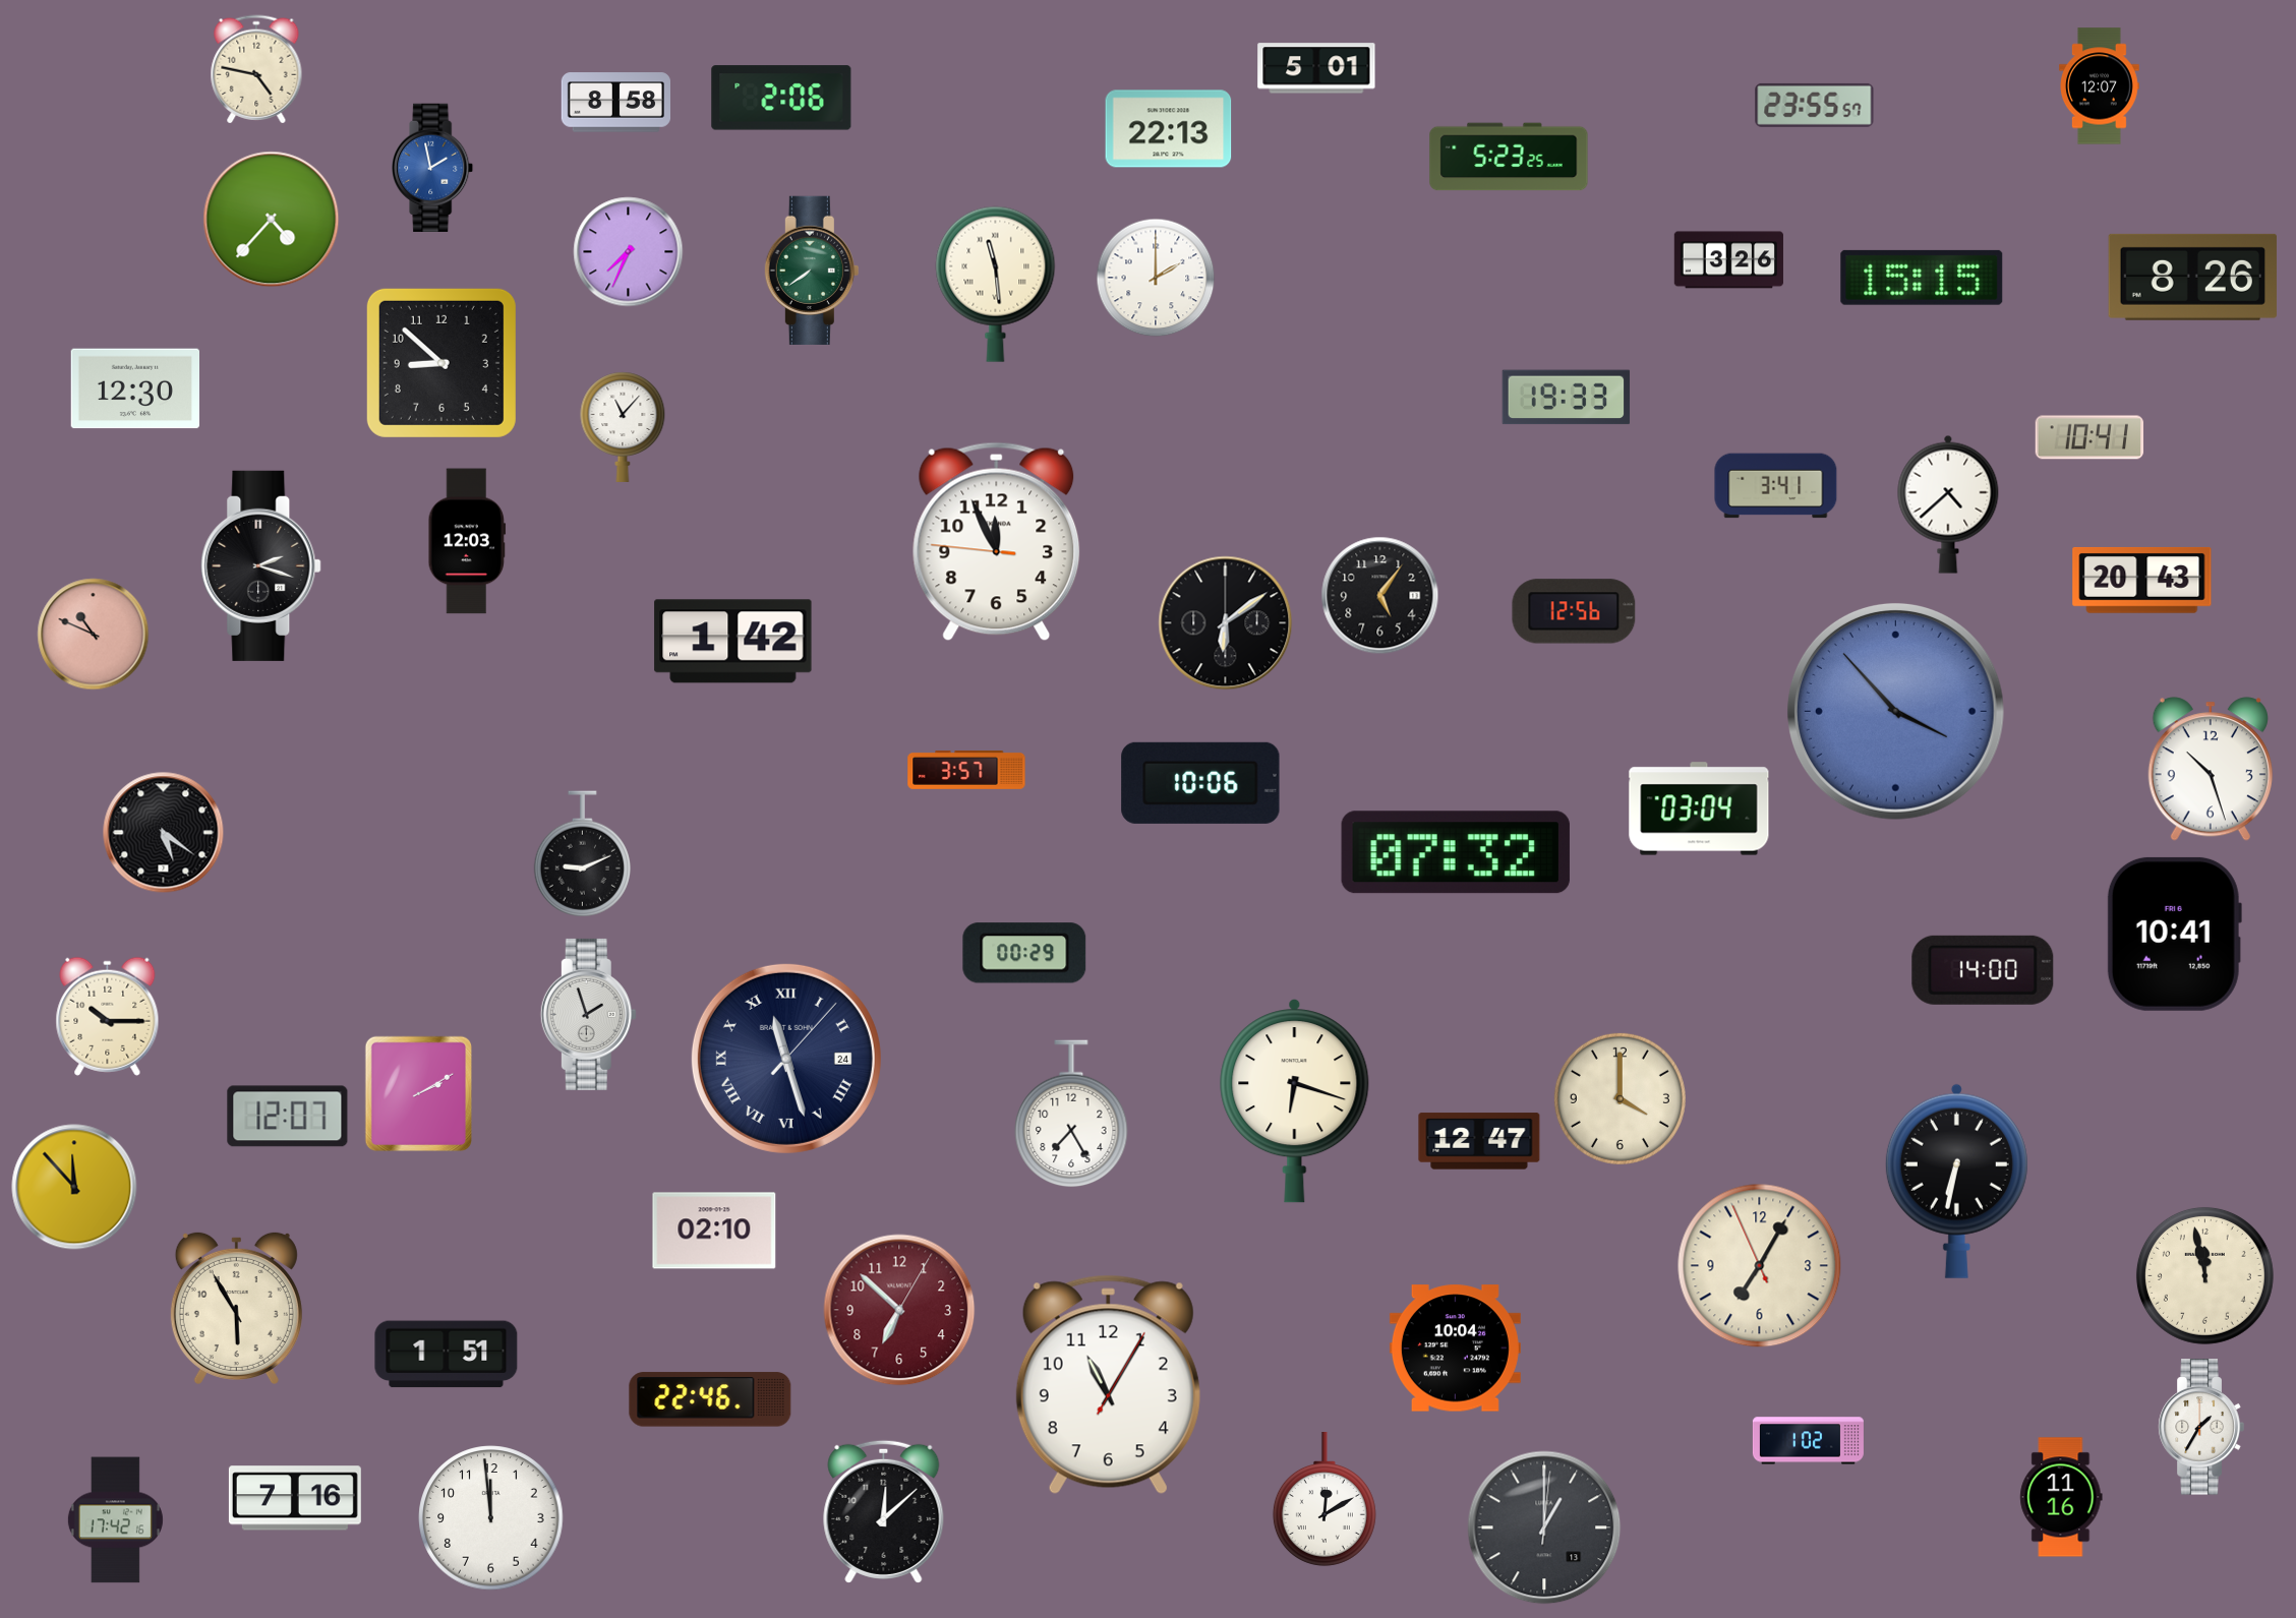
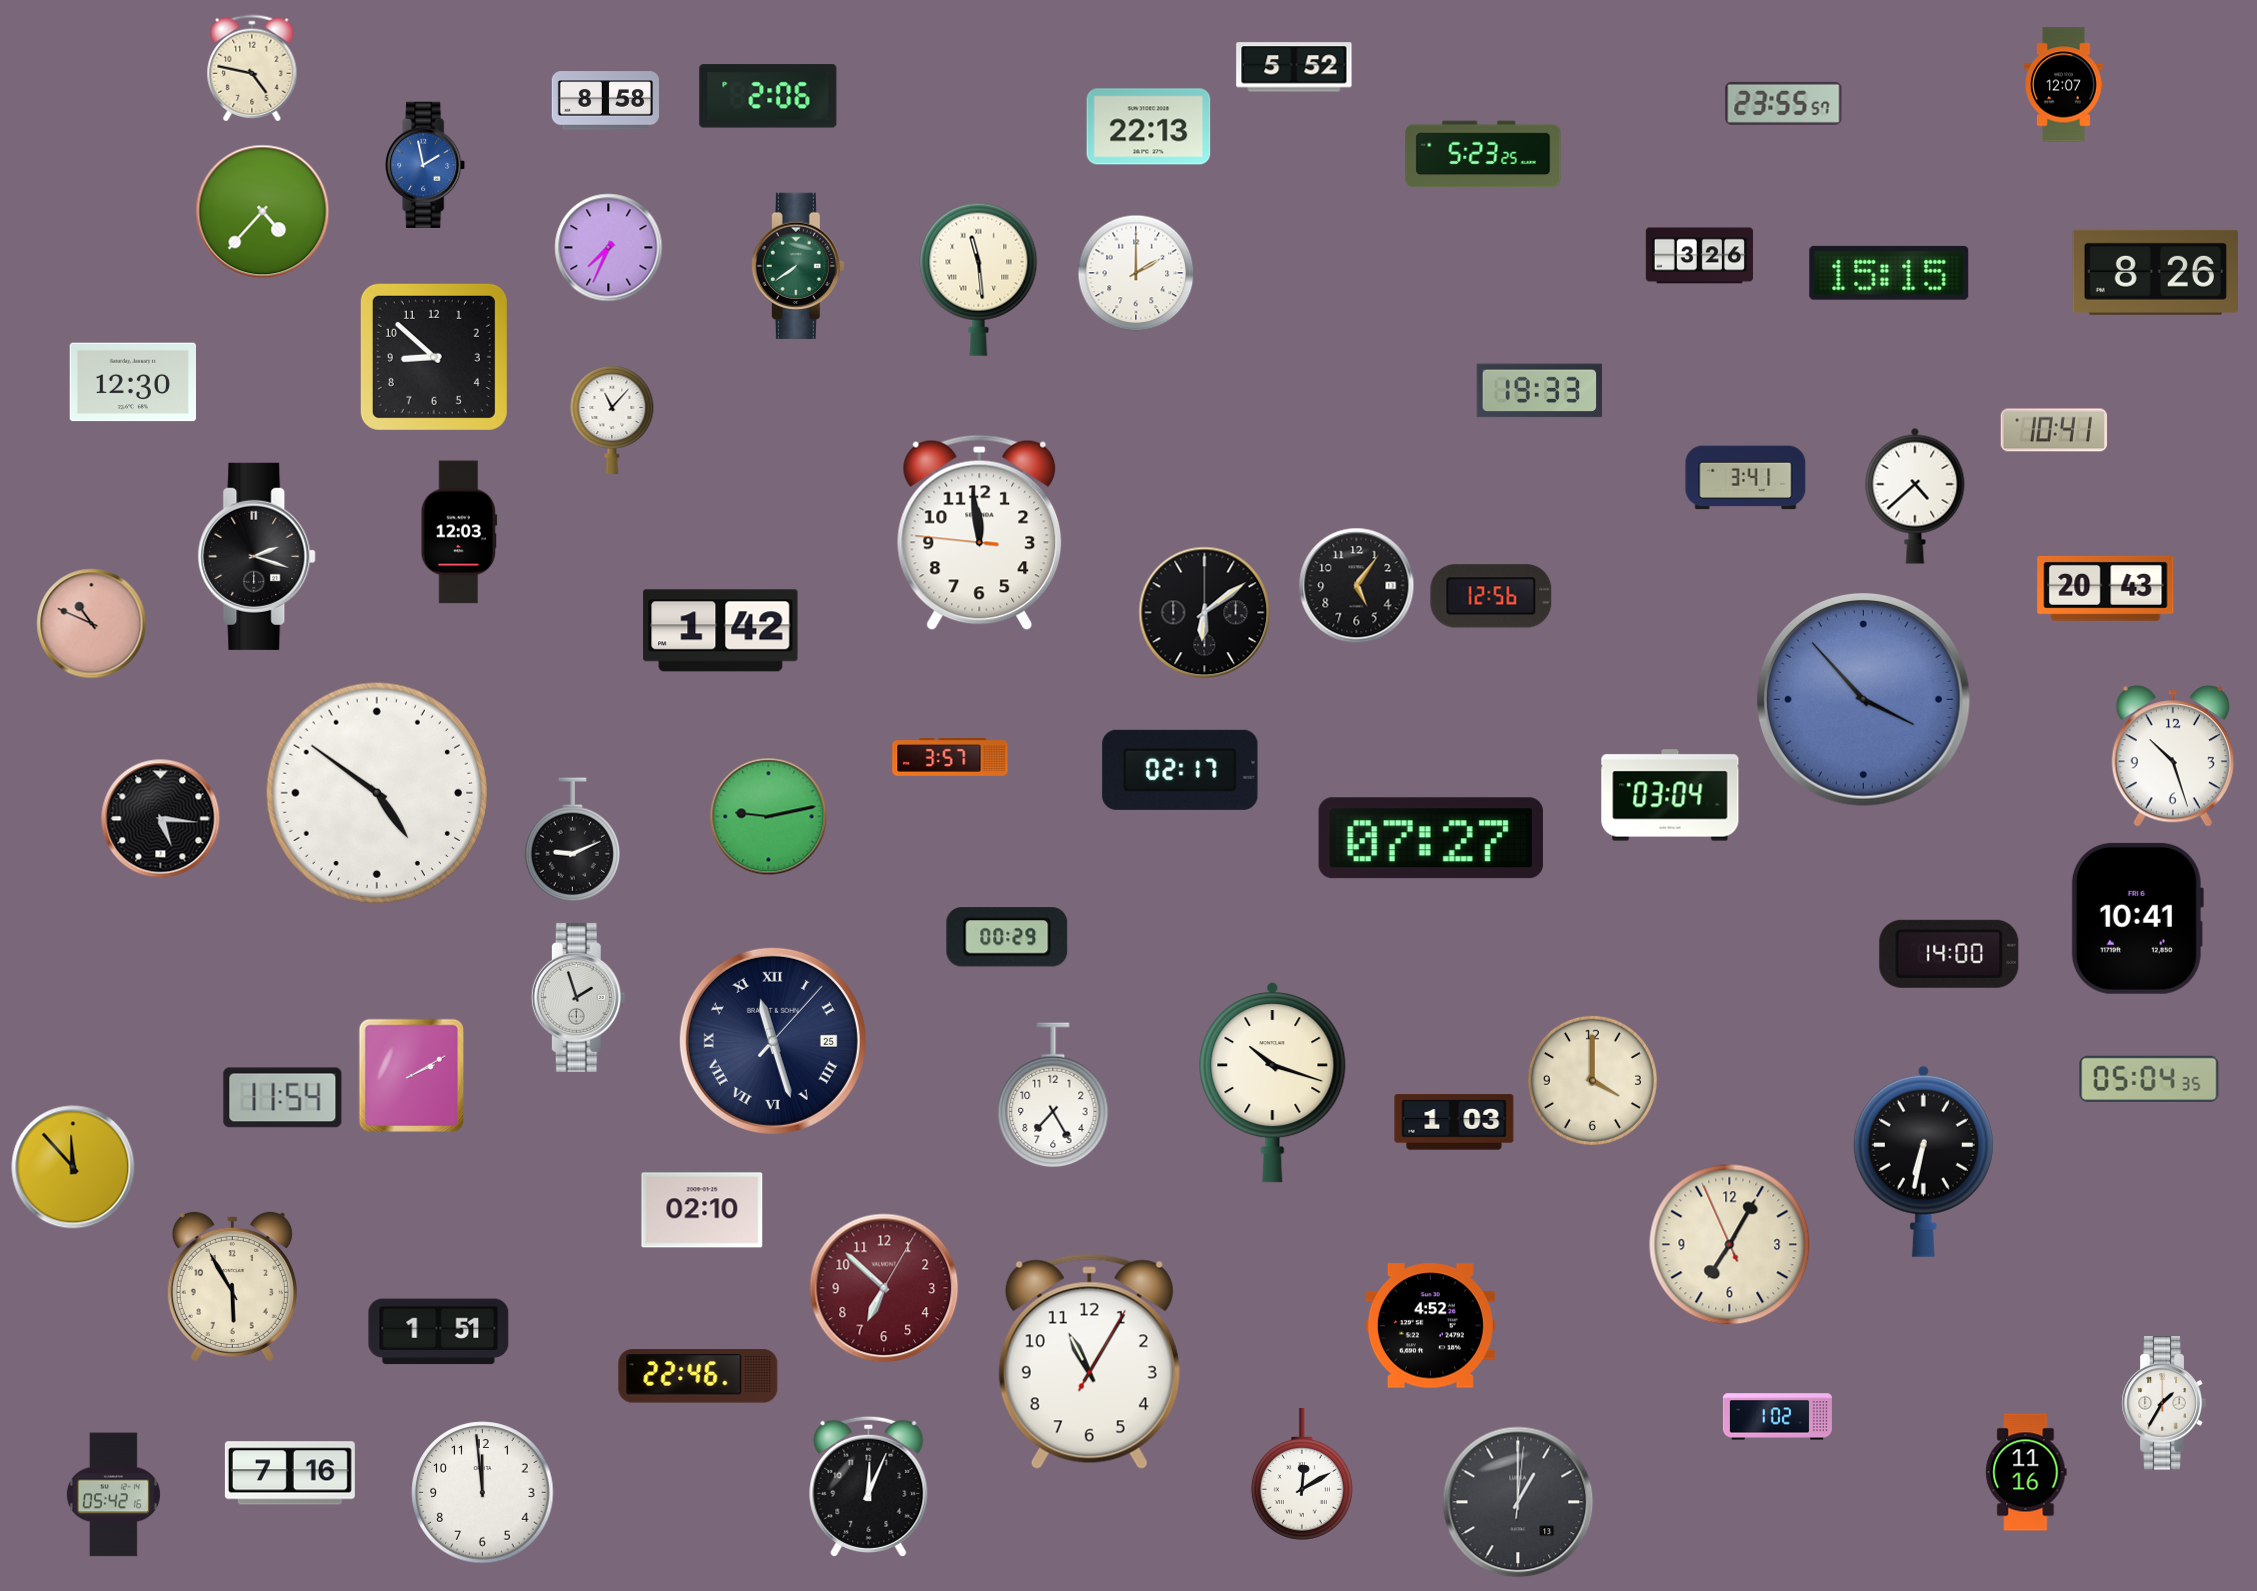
clock at (1316, 68): 5:01 -> 5:52
clock at (272, 220) position: (272, 220) -> (263, 212)
clock at (629, 252) position: (629, 252) -> (609, 248)
clock at (997, 542): 11:55 -> 11:58
clock at (2142, 580) position: (2142, 580) -> (2106, 588)
clock at (1574, 611) position: (1574, 611) -> (1491, 596)
clock at (1200, 783): 10:06 -> 02:17
clock at (376, 792): none -> 4:51
clock at (769, 817): none -> 9:13
clock at (164, 833): 5:21 -> 5:16
clock at (1456, 852): 07:32 -> 07:27
clock at (108, 1016): 10:15 -> none
clock at (786, 1059) date: 24 -> 25
clock at (2149, 1079): none -> 05:04
clock at (1295, 1101): 6:18 -> 10:18
clock at (288, 1117): 12:07 -> 11:54
clock at (1479, 1141): 12:47 -> 1:03
clock at (2204, 1275): 11:58 -> none
clock at (1455, 1349): 10:04 -> 4:52
clock at (884, 1511): 12:08 -> 12:04
clock at (115, 1520): 17:42 -> 05:42
